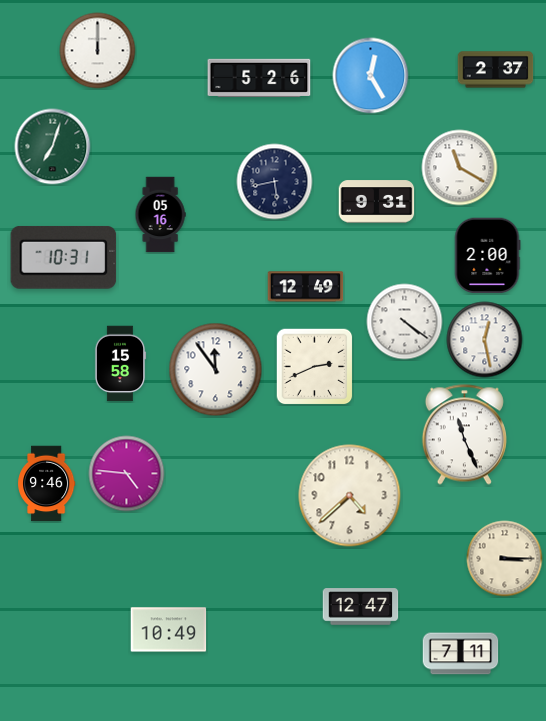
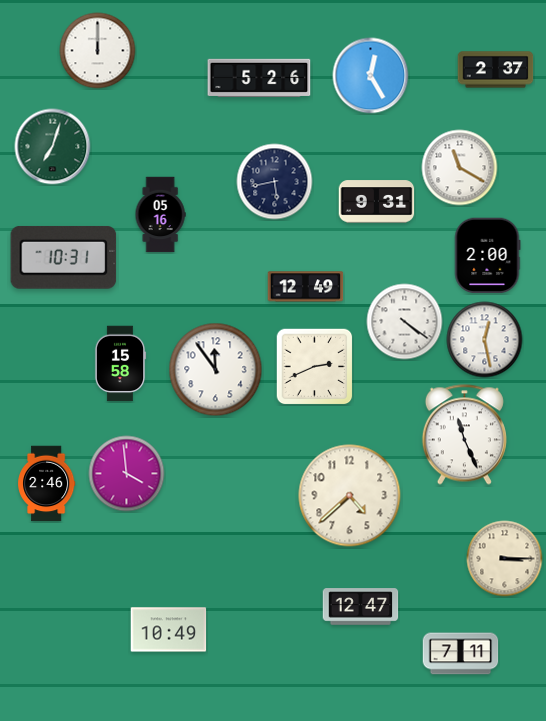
clock at (127, 474): 4:46 -> 3:59
clock at (47, 484): 9:46 -> 2:46
